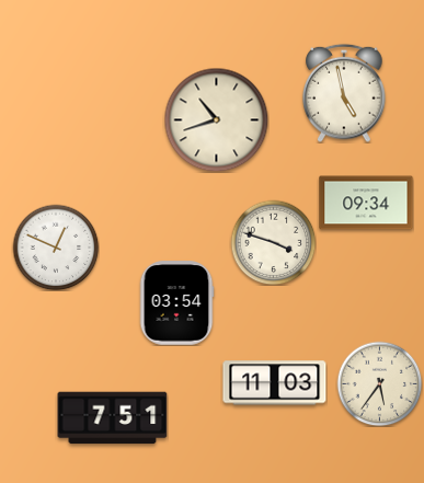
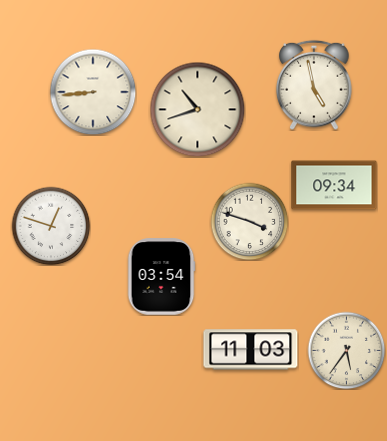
clock at (93, 92): none -> 8:44
clock at (56, 248): 12:49 -> 12:48
clock at (113, 418): 7:51 -> none
